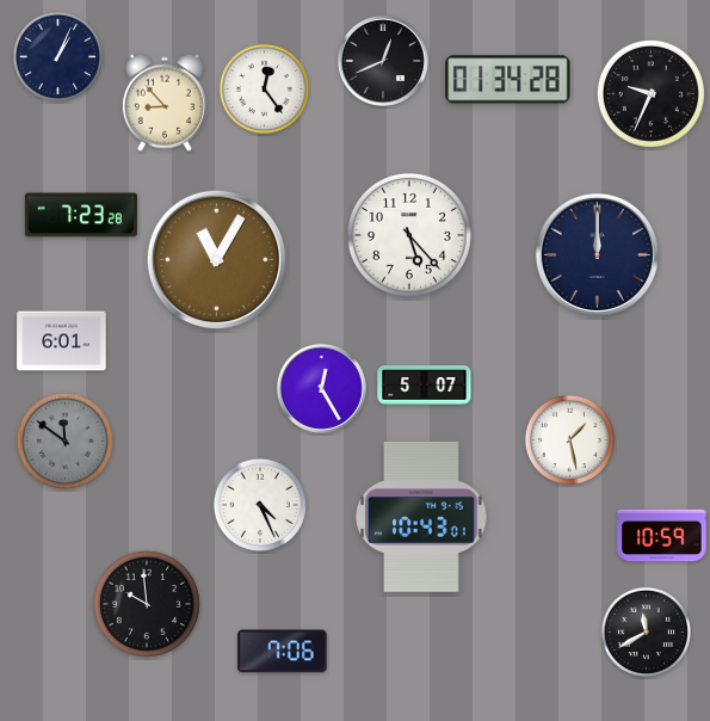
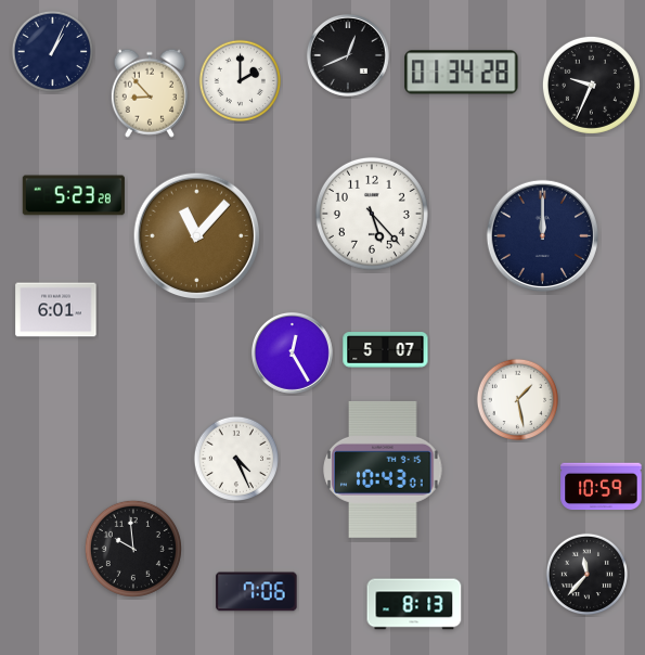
clock at (265, 90): 12:24 -> 2:00
clock at (81, 215): 7:23 -> 5:23
clock at (597, 254) position: (597, 254) -> (542, 235)
clock at (217, 260): 11:05 -> 11:07
clock at (64, 440): 11:51 -> none
clock at (647, 633): 11:40 -> 11:37
clock at (414, 604): none -> 8:13
